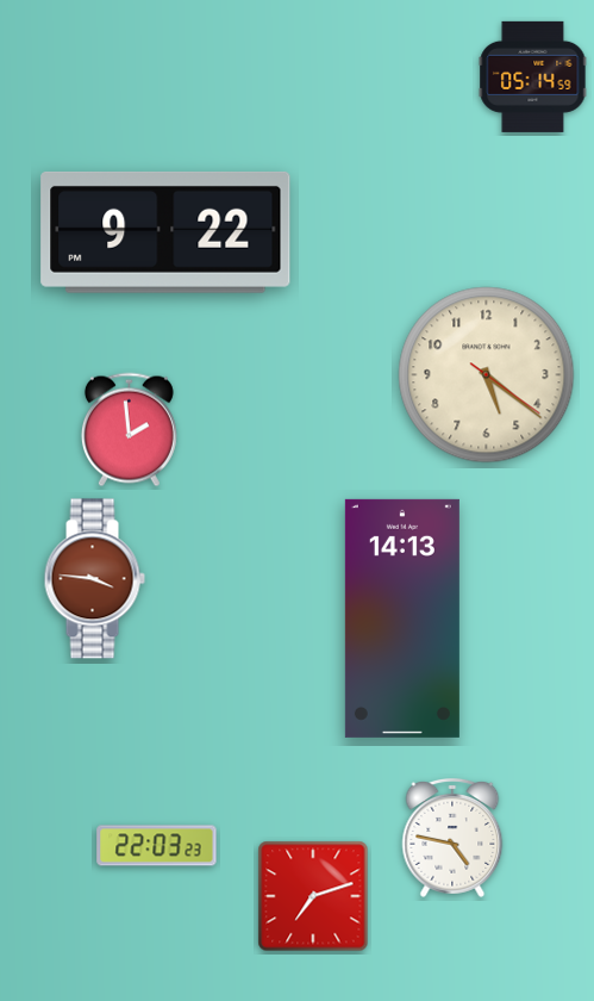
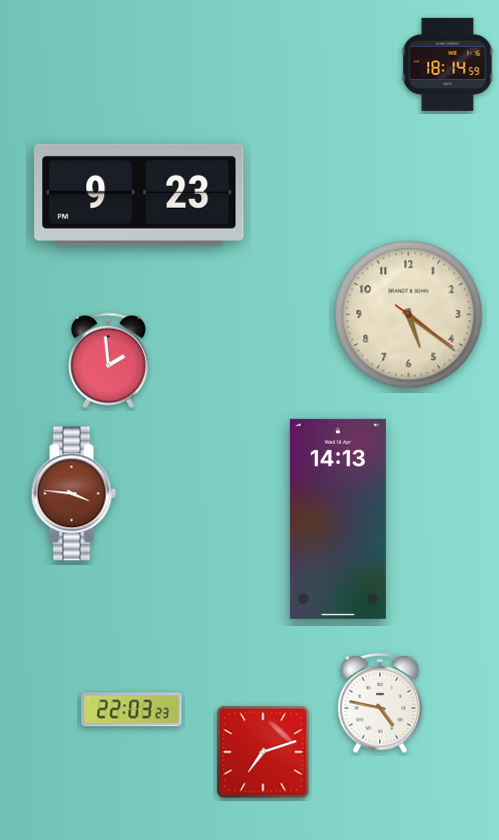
clock at (533, 76): 05:14 -> 18:14
clock at (165, 232): 9:22 -> 9:23
clock at (94, 579) position: (94, 579) -> (73, 494)
